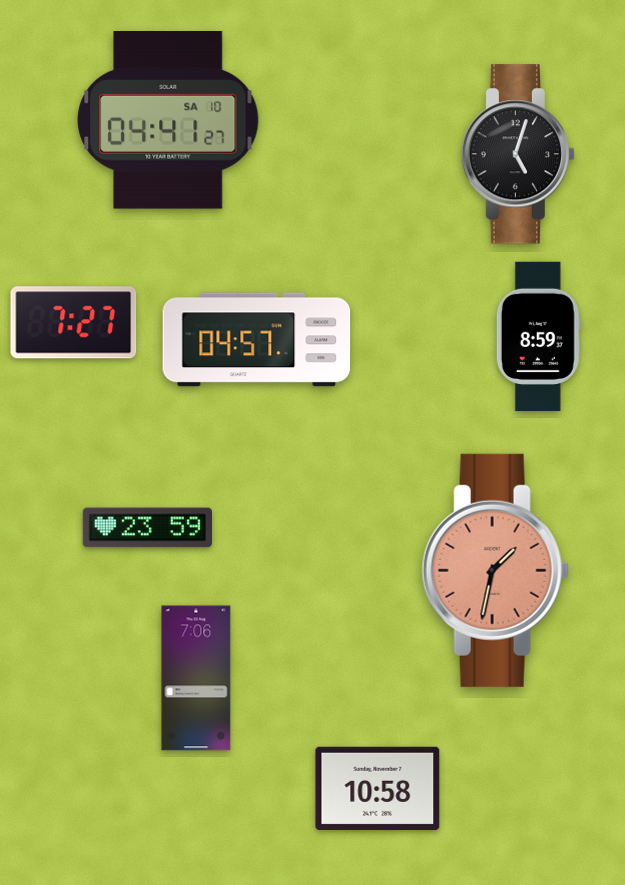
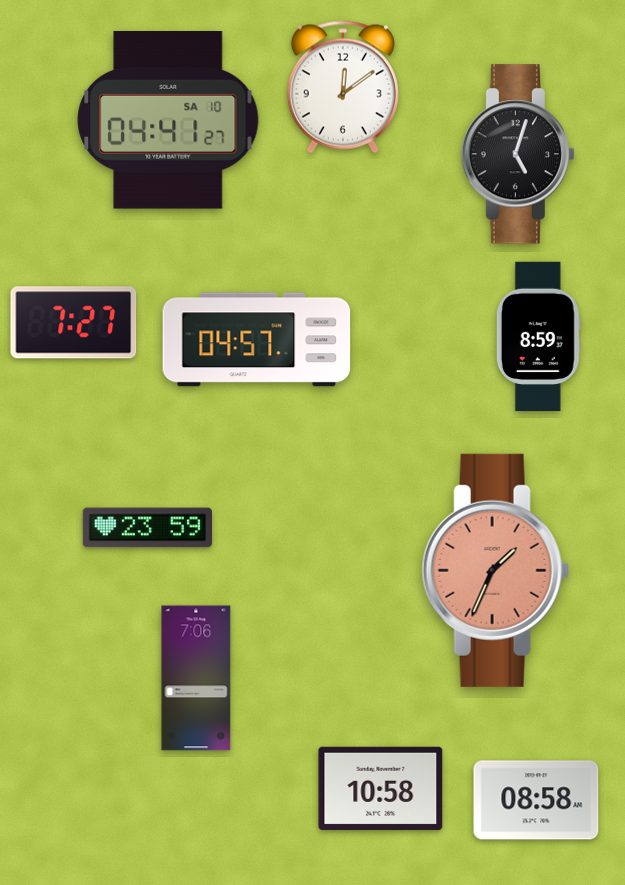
clock at (343, 87): none -> 12:09
clock at (495, 570): 1:32 -> 1:34
clock at (378, 788) position: (378, 788) -> (381, 788)
clock at (536, 800): none -> 08:58
